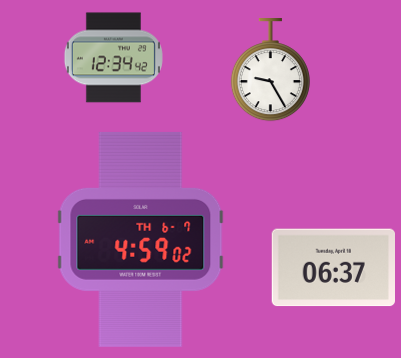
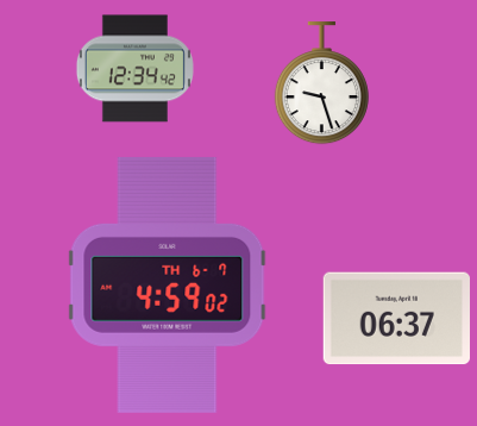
clock at (270, 70): 9:25 -> 9:27
